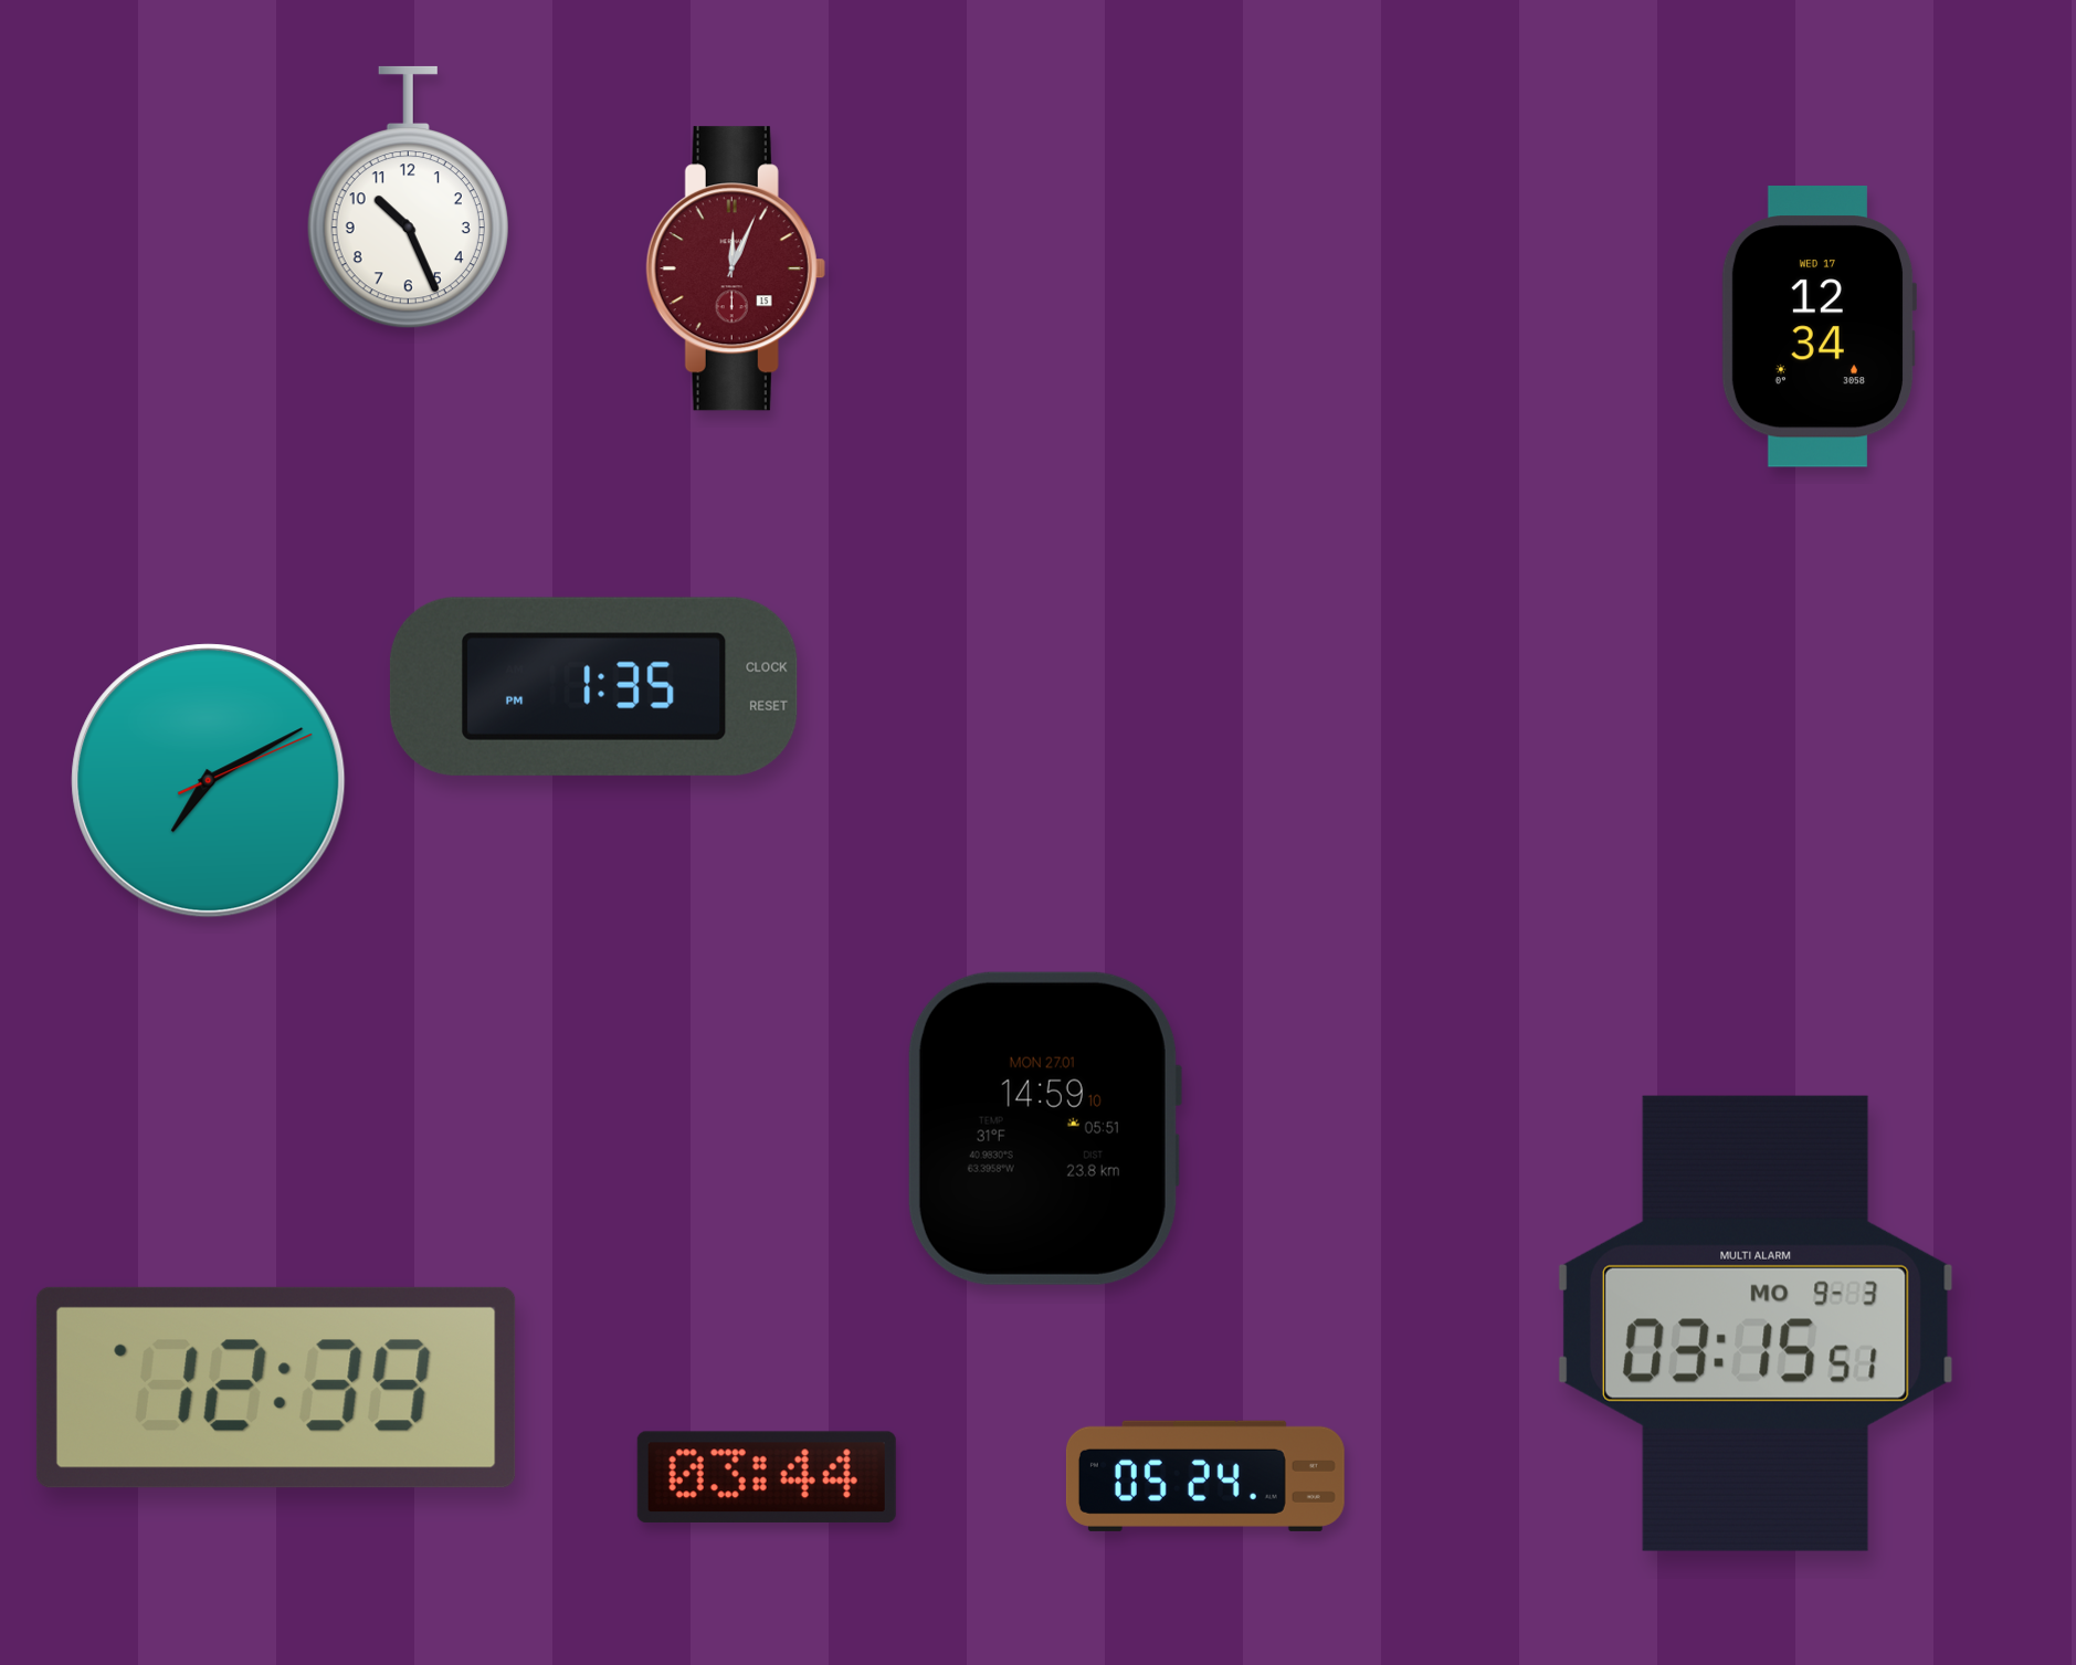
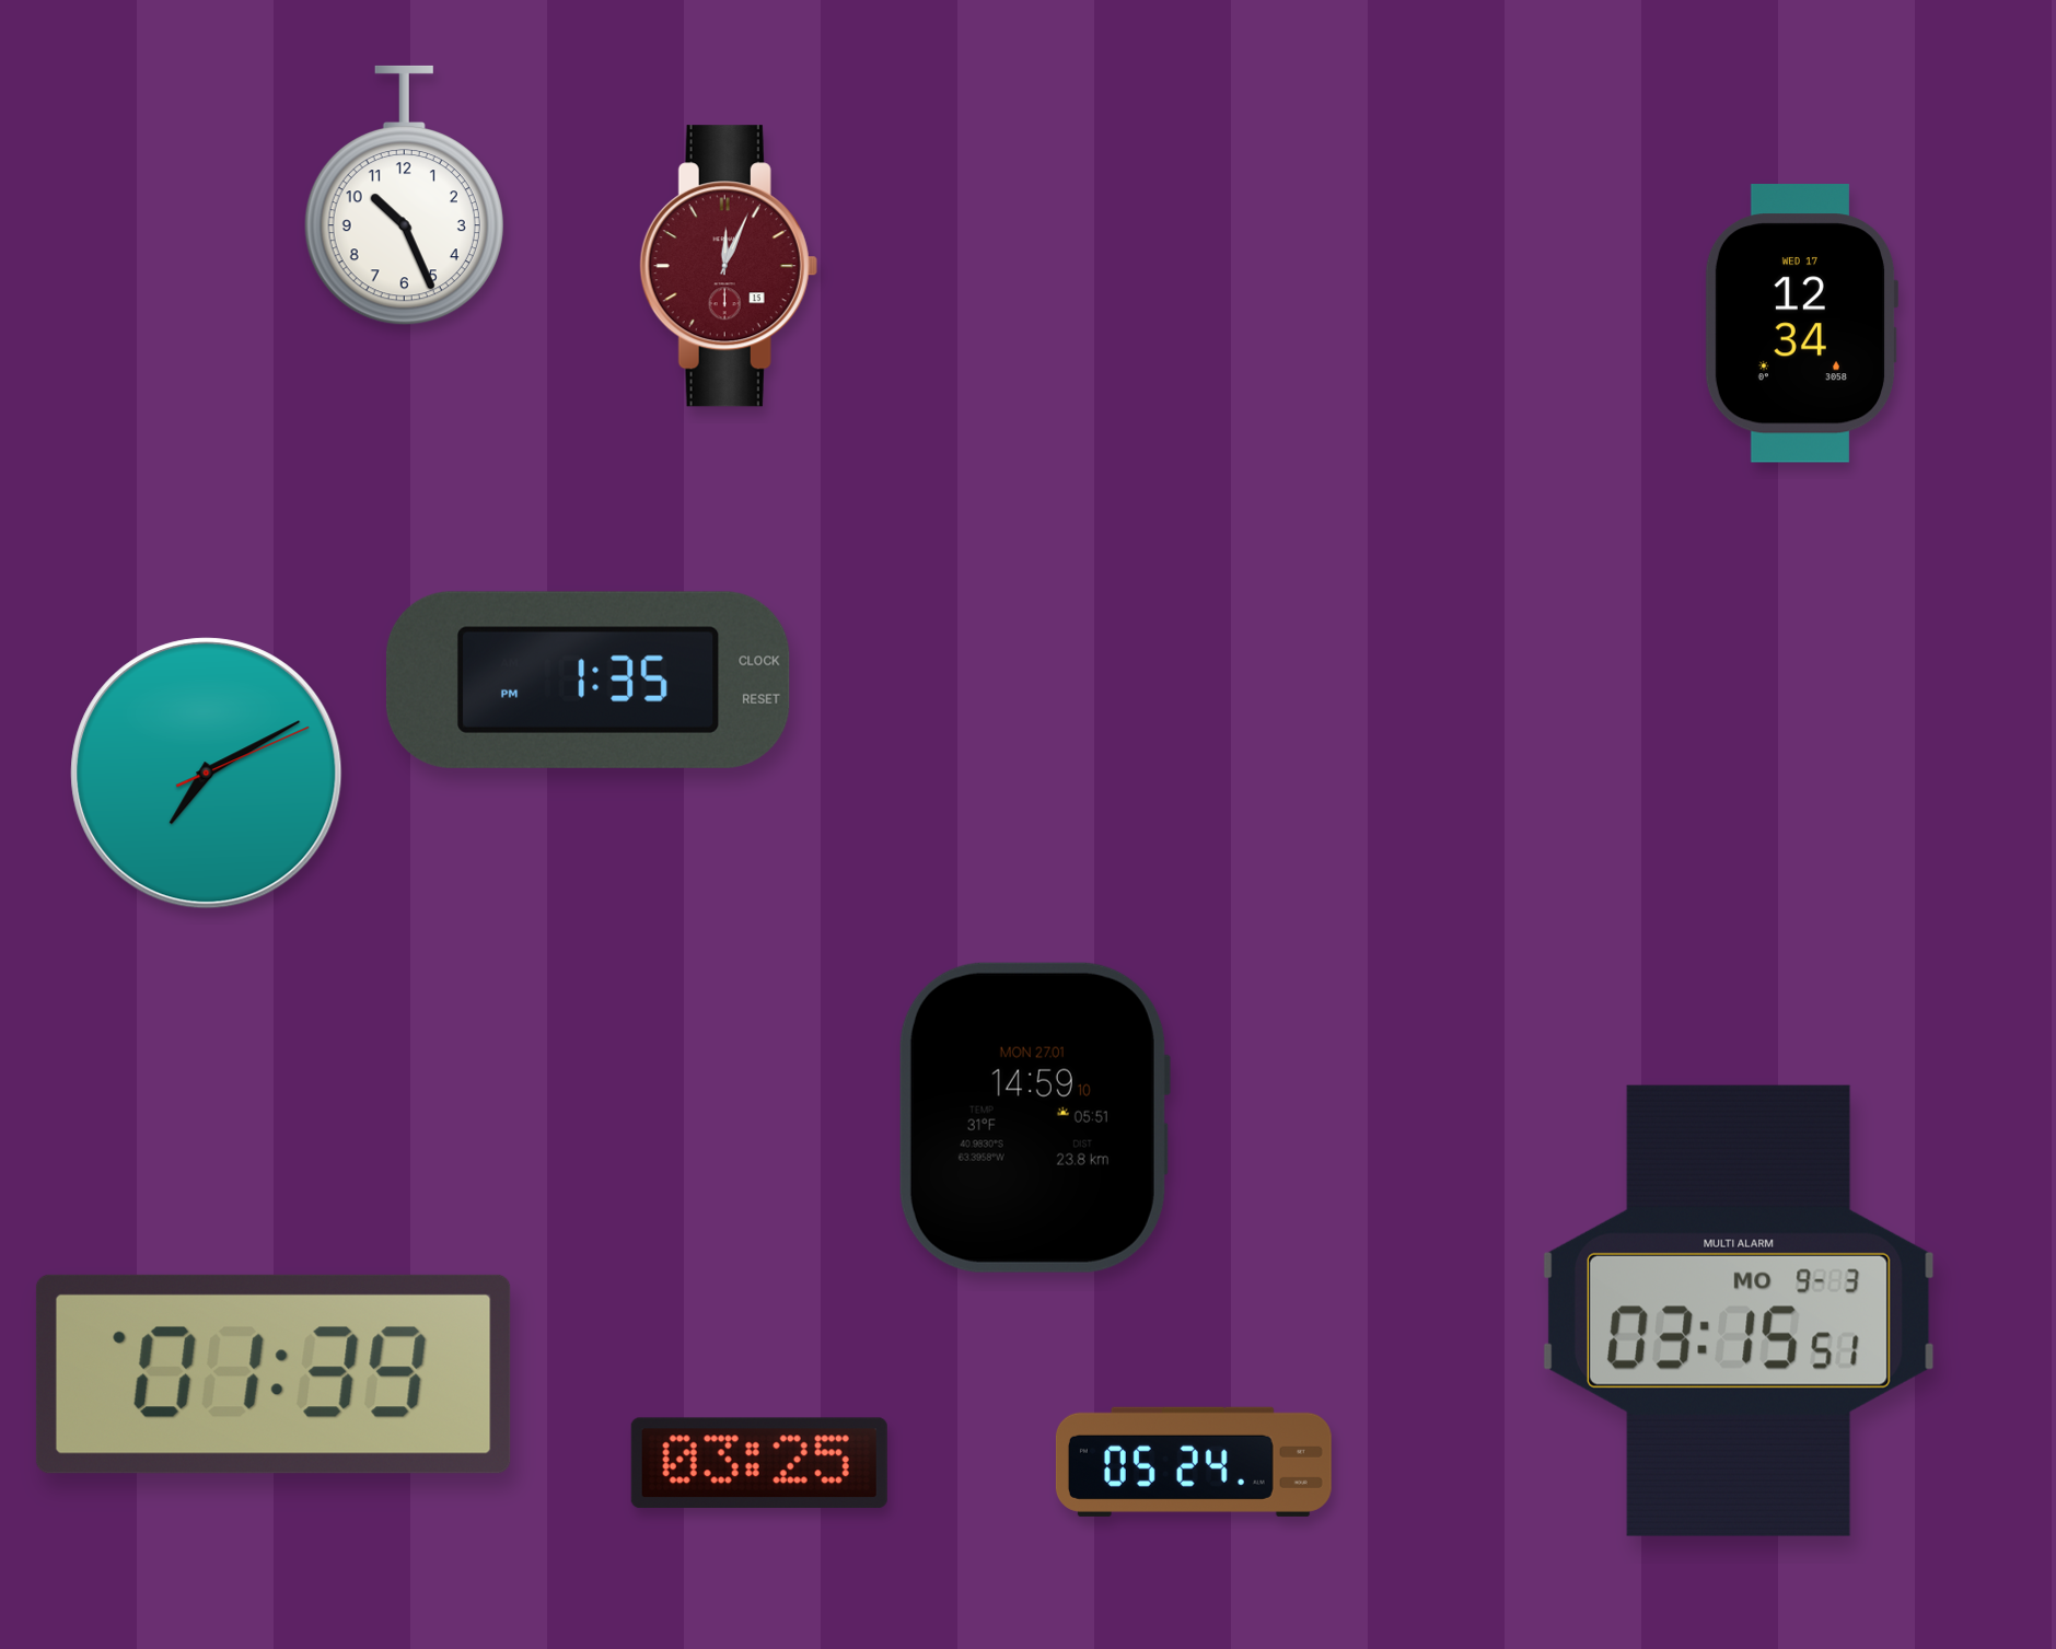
clock at (276, 1388): 12:39 -> 01:39
clock at (767, 1477): 03:44 -> 03:25
